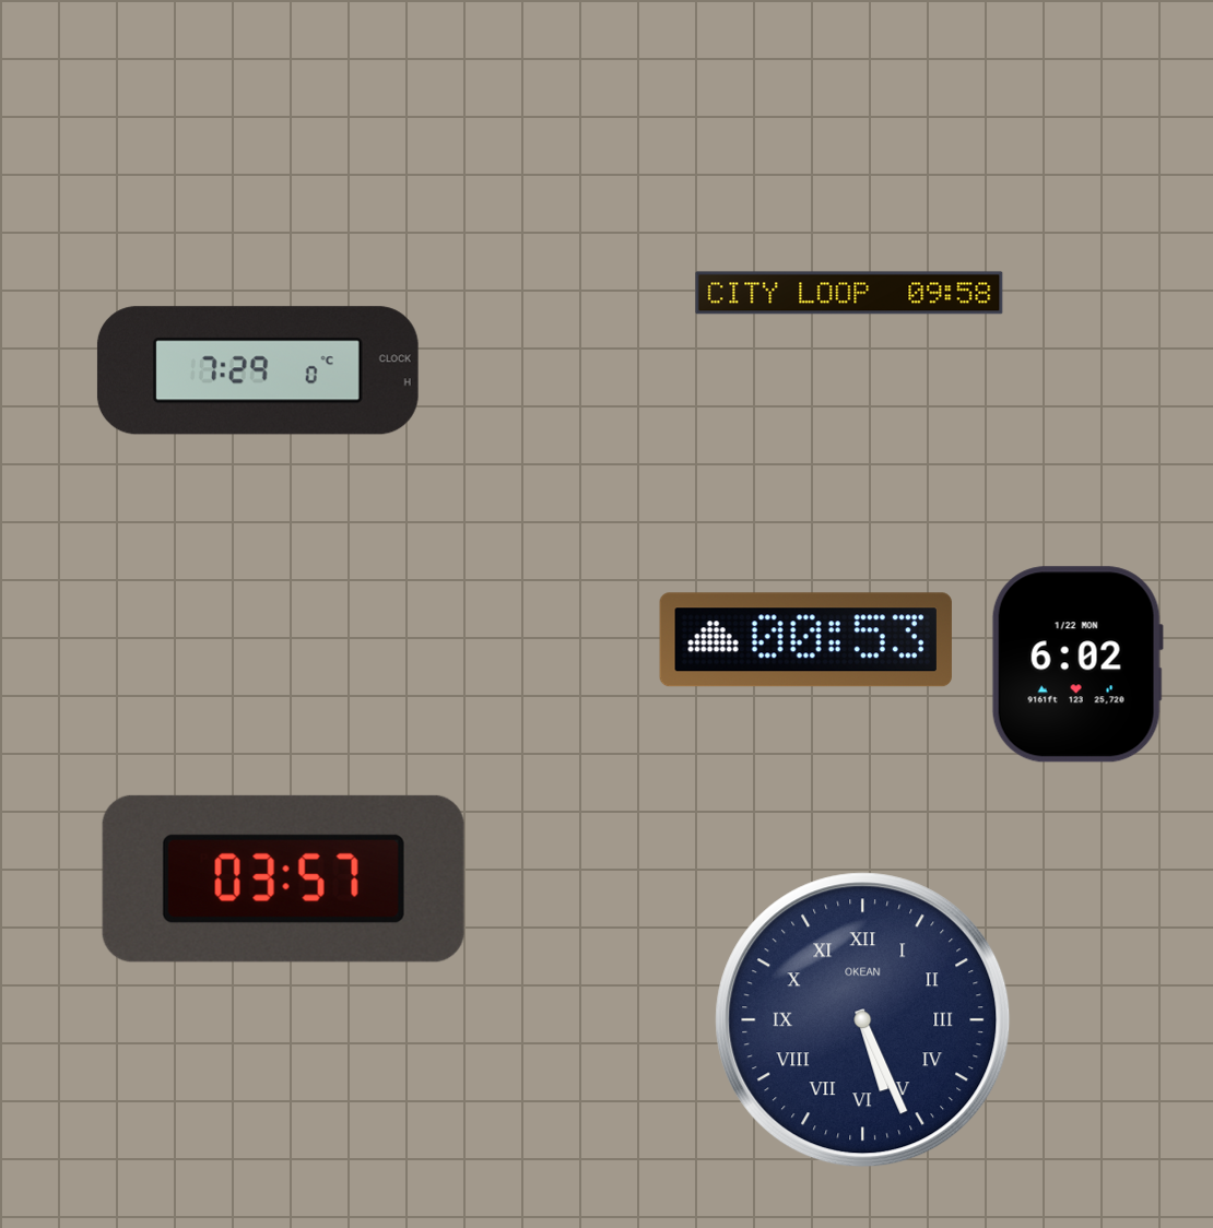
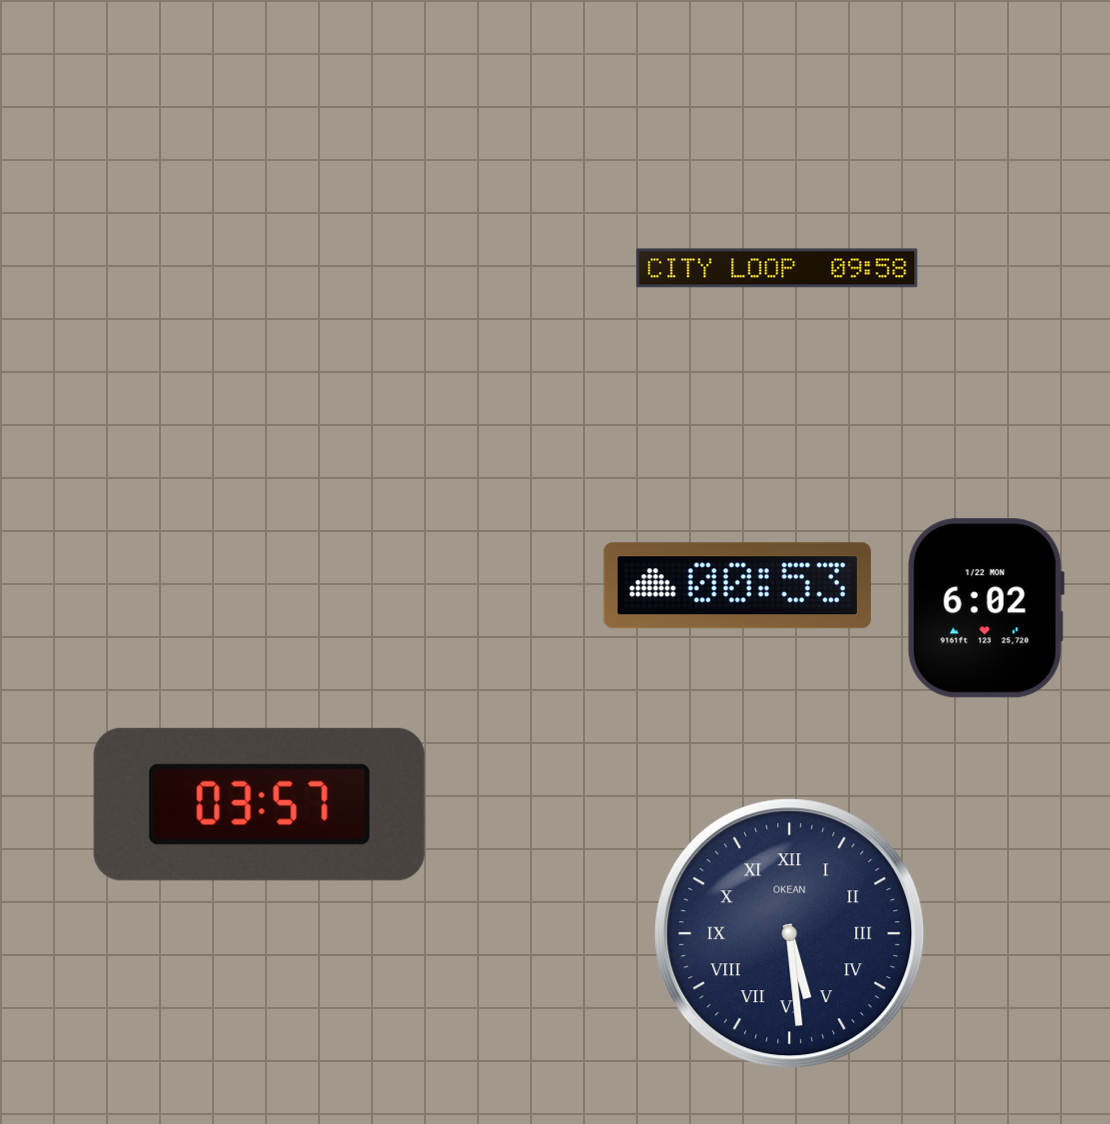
clock at (258, 370): 7:29 -> none
clock at (863, 1020): 5:26 -> 5:29
